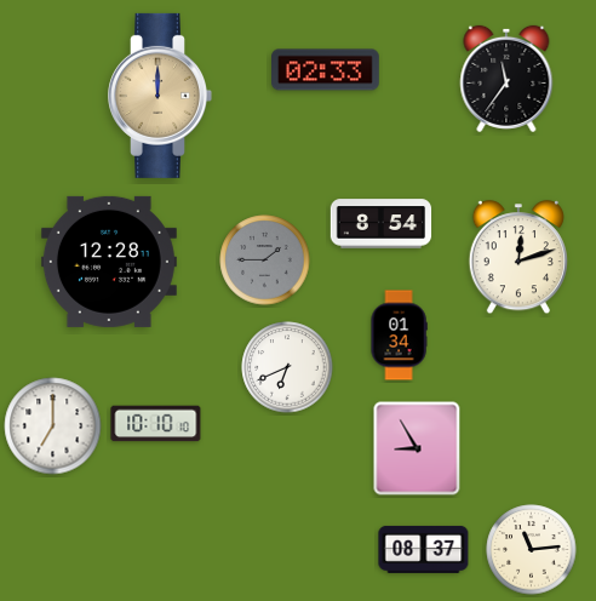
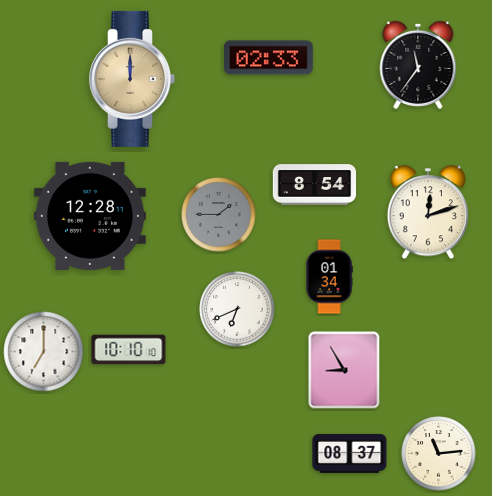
clock at (287, 367) position: (287, 367) -> (237, 309)
